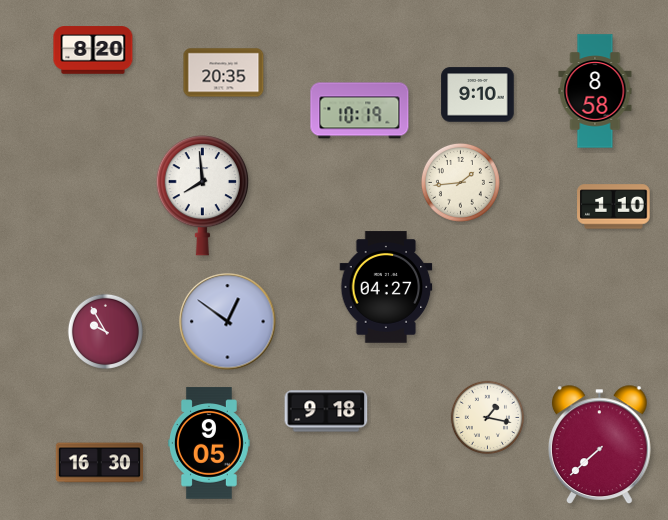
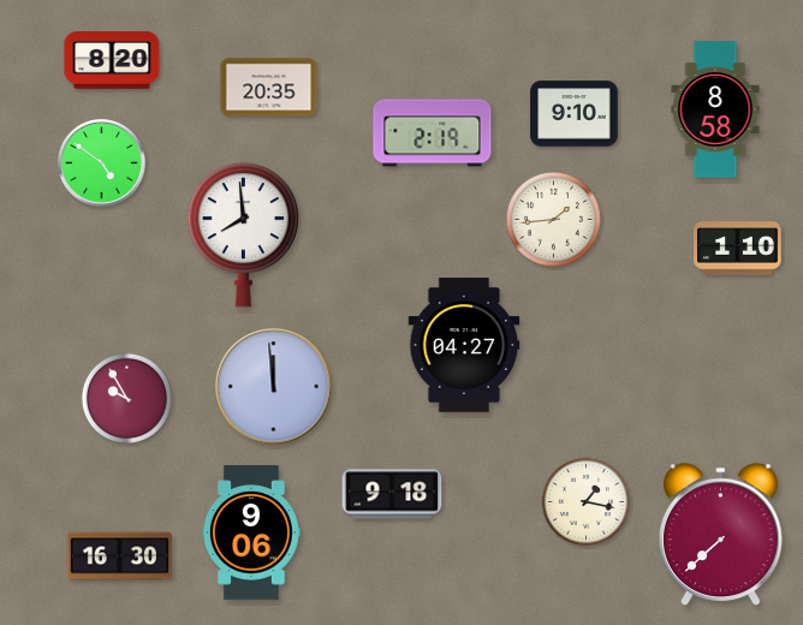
clock at (360, 111): 10:19 -> 2:19
clock at (102, 163): none -> 4:51
clock at (228, 322): 12:51 -> 11:59
clock at (209, 443): 9:05 -> 9:06
